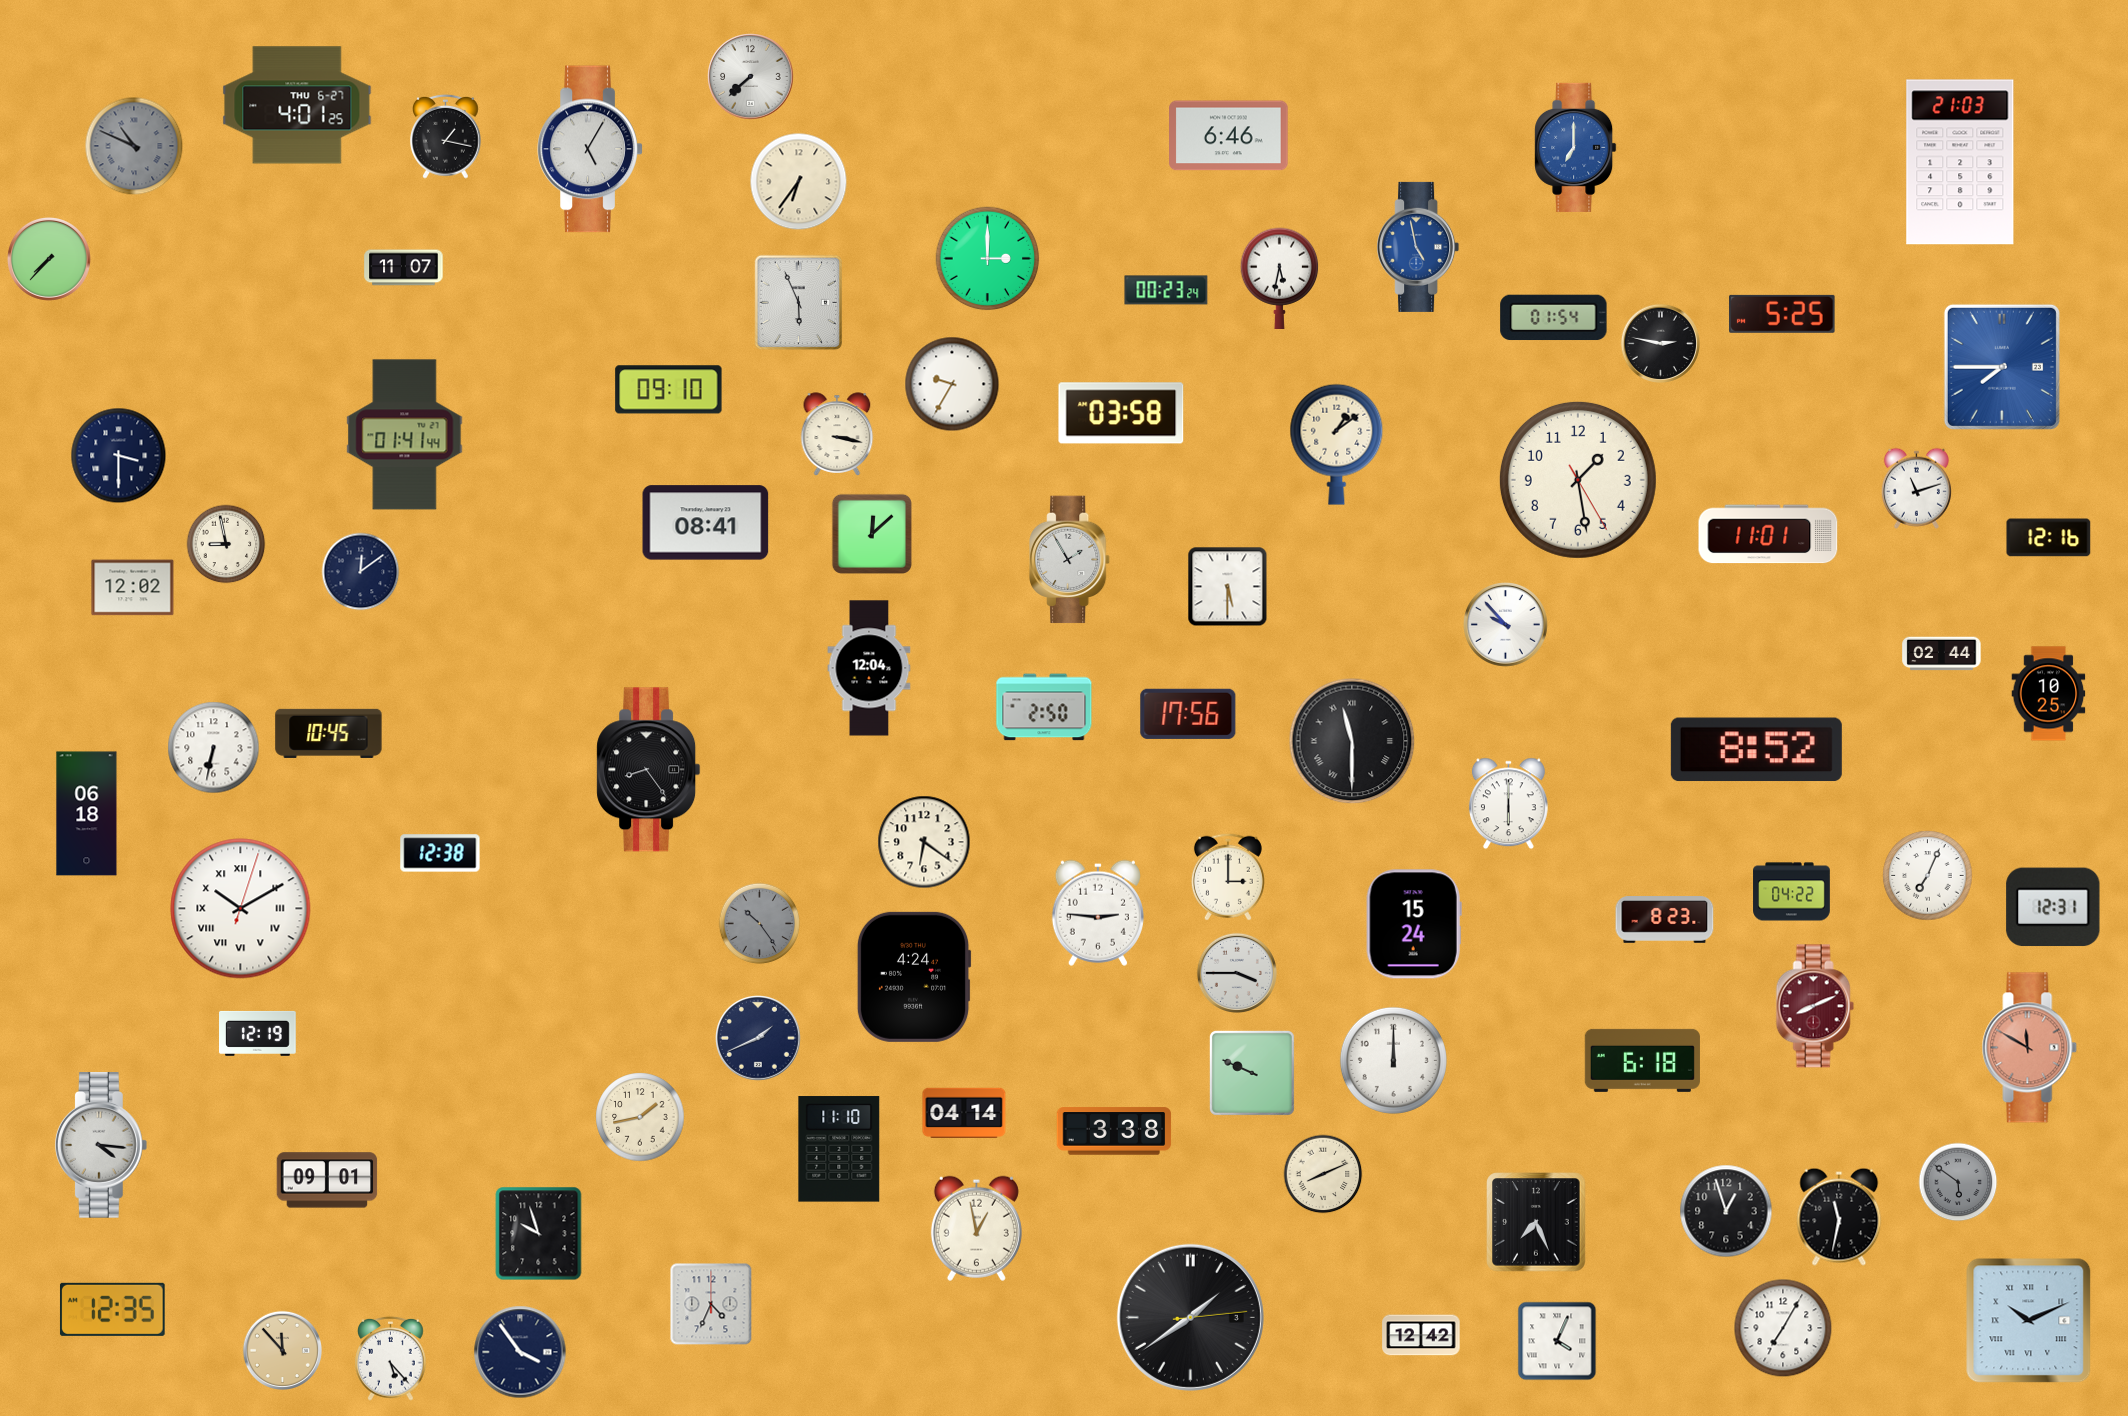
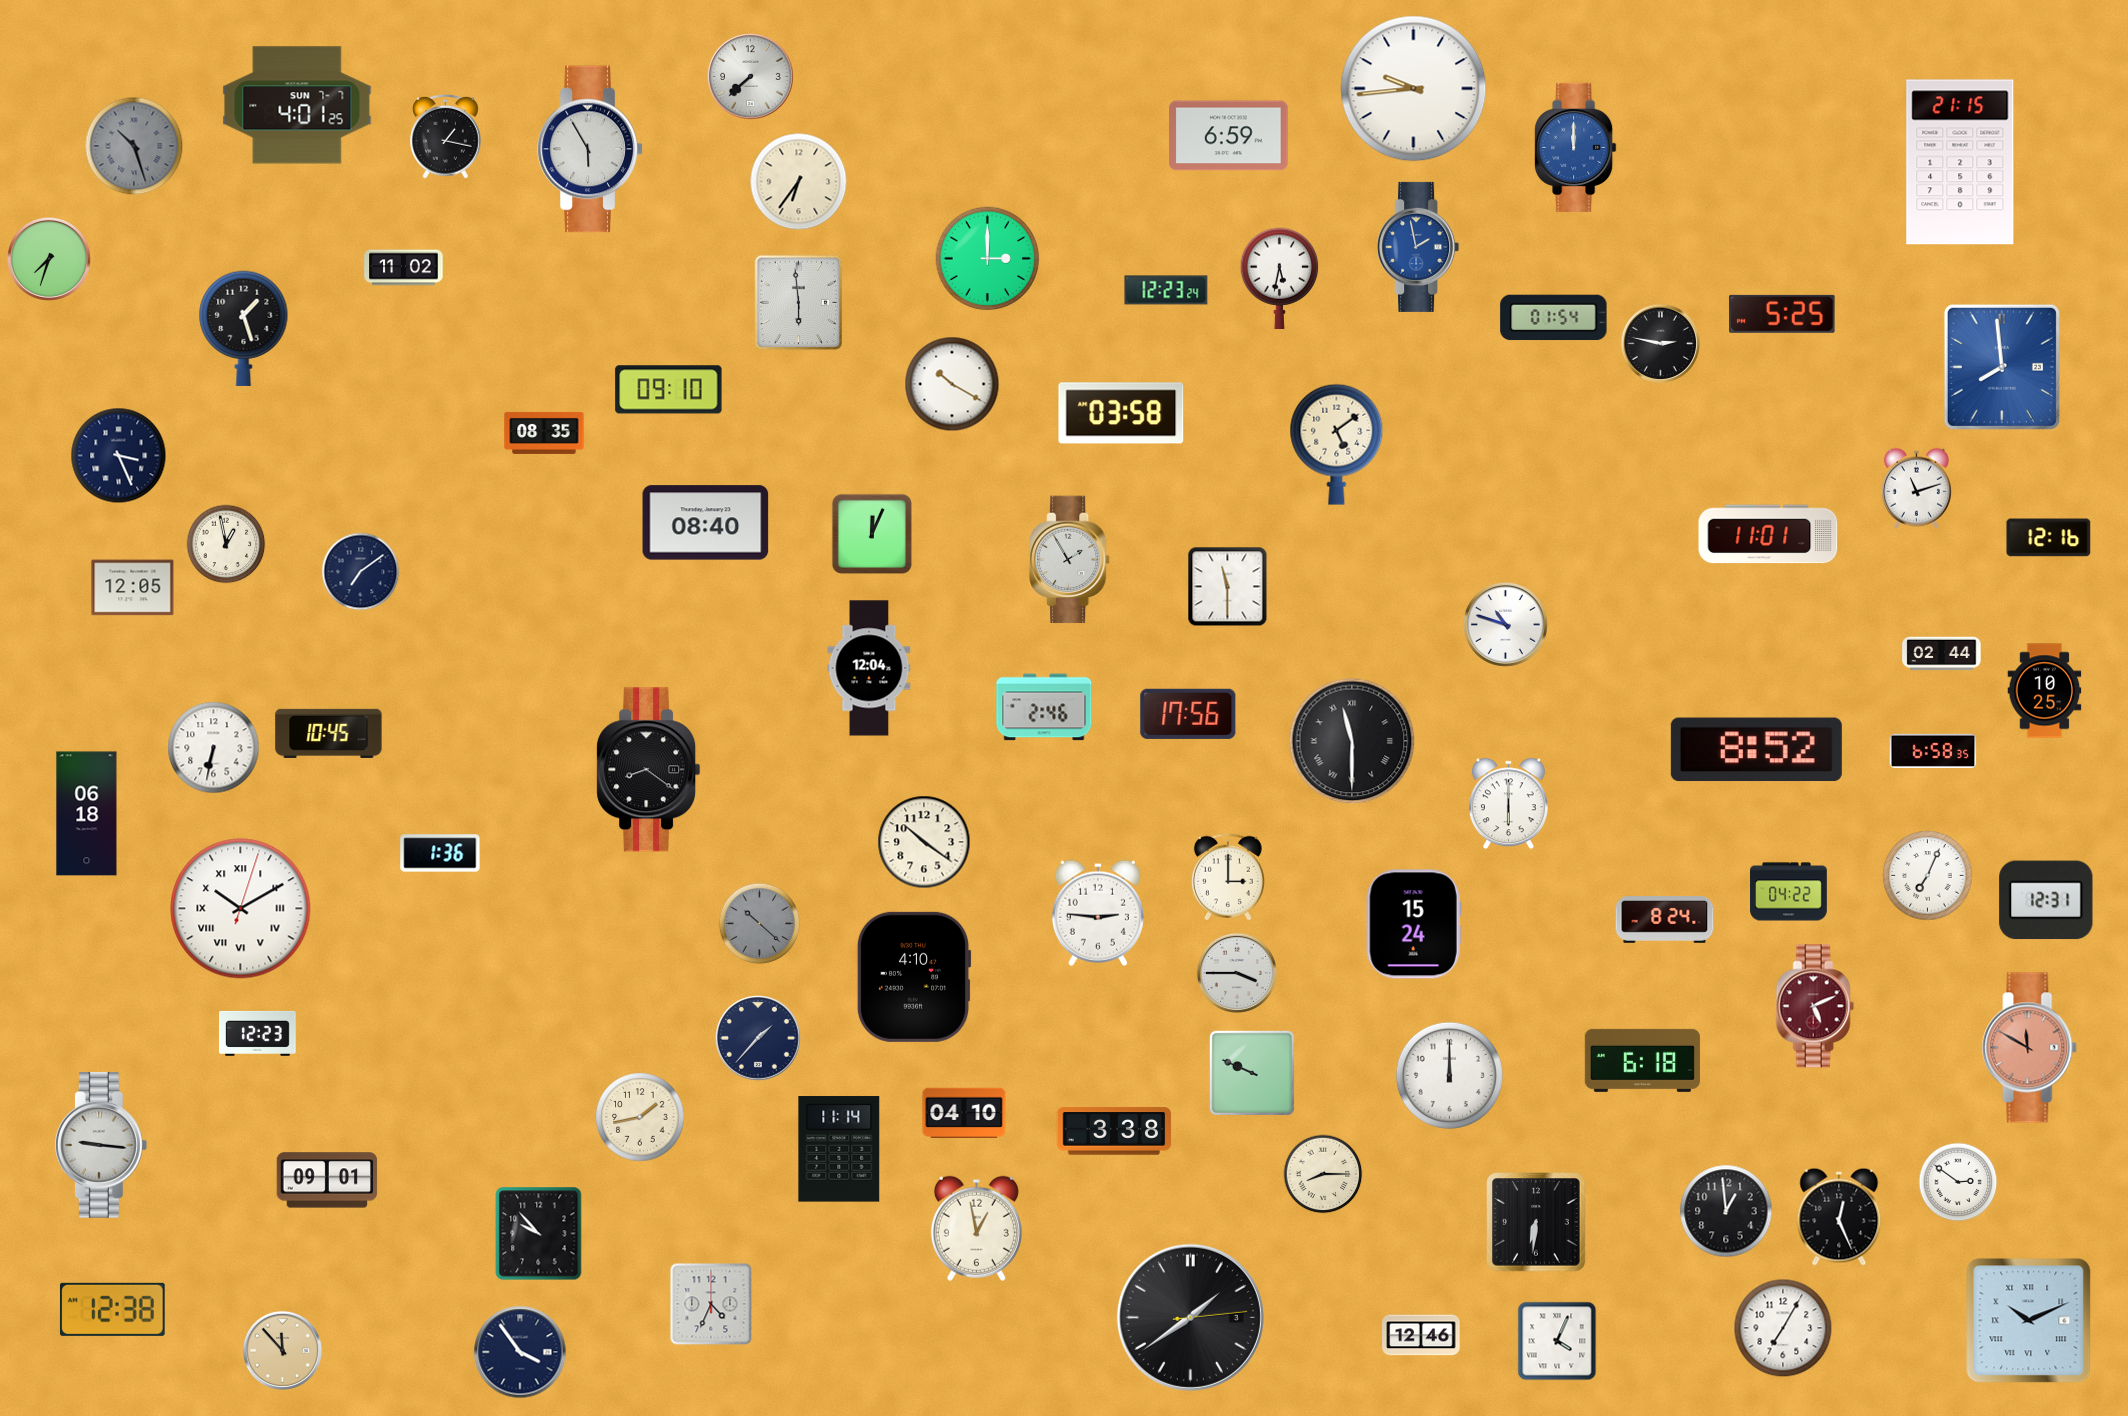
clock at (1414, 89): none -> 9:44
clock at (297, 105) date: THU 6-27 -> SUN 7-7
clock at (1229, 136): 6:46 -> 6:59
clock at (134, 146): 10:49 -> 10:27
clock at (1576, 147): 7:00 -> 12:00
clock at (590, 149): 5:05 -> 5:55
clock at (1960, 162): 21:03 -> 21:15
clock at (1418, 247): 4:58 -> 1:58
clock at (49, 259): 7:37 -> 7:33
clock at (404, 268): 11:07 -> 11:02
clock at (1166, 290): 00:23 -> 12:23
clock at (799, 303): 5:56 -> 5:59
clock at (244, 328): none -> 1:27
clock at (2002, 367): 7:45 -> 7:59
clock at (952, 384): 9:35 -> 10:20
clock at (544, 433): none -> 08:35
clock at (837, 434): 3:17 -> none
clock at (405, 435): 01:41 -> none
clock at (1337, 444): 1:09 -> 5:09
clock at (119, 456): 3:30 -> 3:26
clock at (1578, 480): 1:28 -> none
clock at (706, 523): 08:41 -> 08:40
clock at (872, 534): 12:08 -> 12:04
clock at (226, 544): 8:58 -> 12:58
clock at (361, 572): 12:09 -> 7:09
clock at (1228, 587): 5:30 -> 11:30
clock at (133, 588): 12:02 -> 12:05
clock at (1506, 625): 9:53 -> 10:48
clock at (2049, 694) position: (2049, 694) -> (2045, 691)
clock at (1044, 707): 2:50 -> 2:46
clock at (1933, 750): none -> 6:58
clock at (649, 770): 8:24 -> 8:21
clock at (924, 842): 6:21 -> 10:21
clock at (440, 853): 12:38 -> 1:36
clock at (1792, 892) position: (1792, 892) -> (1789, 892)
clock at (2053, 907) position: (2053, 907) -> (2046, 900)
clock at (1665, 920): 8:23 -> 8:24
clock at (760, 924): 10:24 -> 10:22
clock at (914, 977): 4:24 -> 4:10
clock at (1815, 1006): 8:11 -> 5:11
clock at (258, 1033): 12:19 -> 12:23
clock at (759, 1039): 1:41 -> 1:37
clock at (1393, 1060) position: (1393, 1060) -> (1449, 1075)
clock at (964, 1112): 04:14 -> 04:10
clock at (101, 1145): 4:16 -> 9:16
clock at (839, 1149): 11:10 -> 11:14
clock at (1323, 1174): 8:11 -> 8:15
clock at (1958, 1182): 5:51 -> 2:51
clock at (1958, 1182) dial: grey -> white
clock at (1726, 1211): 12:57 -> 12:59
clock at (1839, 1217): 11:32 -> 12:26
clock at (1536, 1222): 7:26 -> 6:31
clock at (539, 1234): 9:57 -> 9:53
clock at (113, 1309): 12:35 -> 12:38
clock at (1421, 1335): 12:42 -> 12:46
clock at (391, 1358): 5:23 -> none
